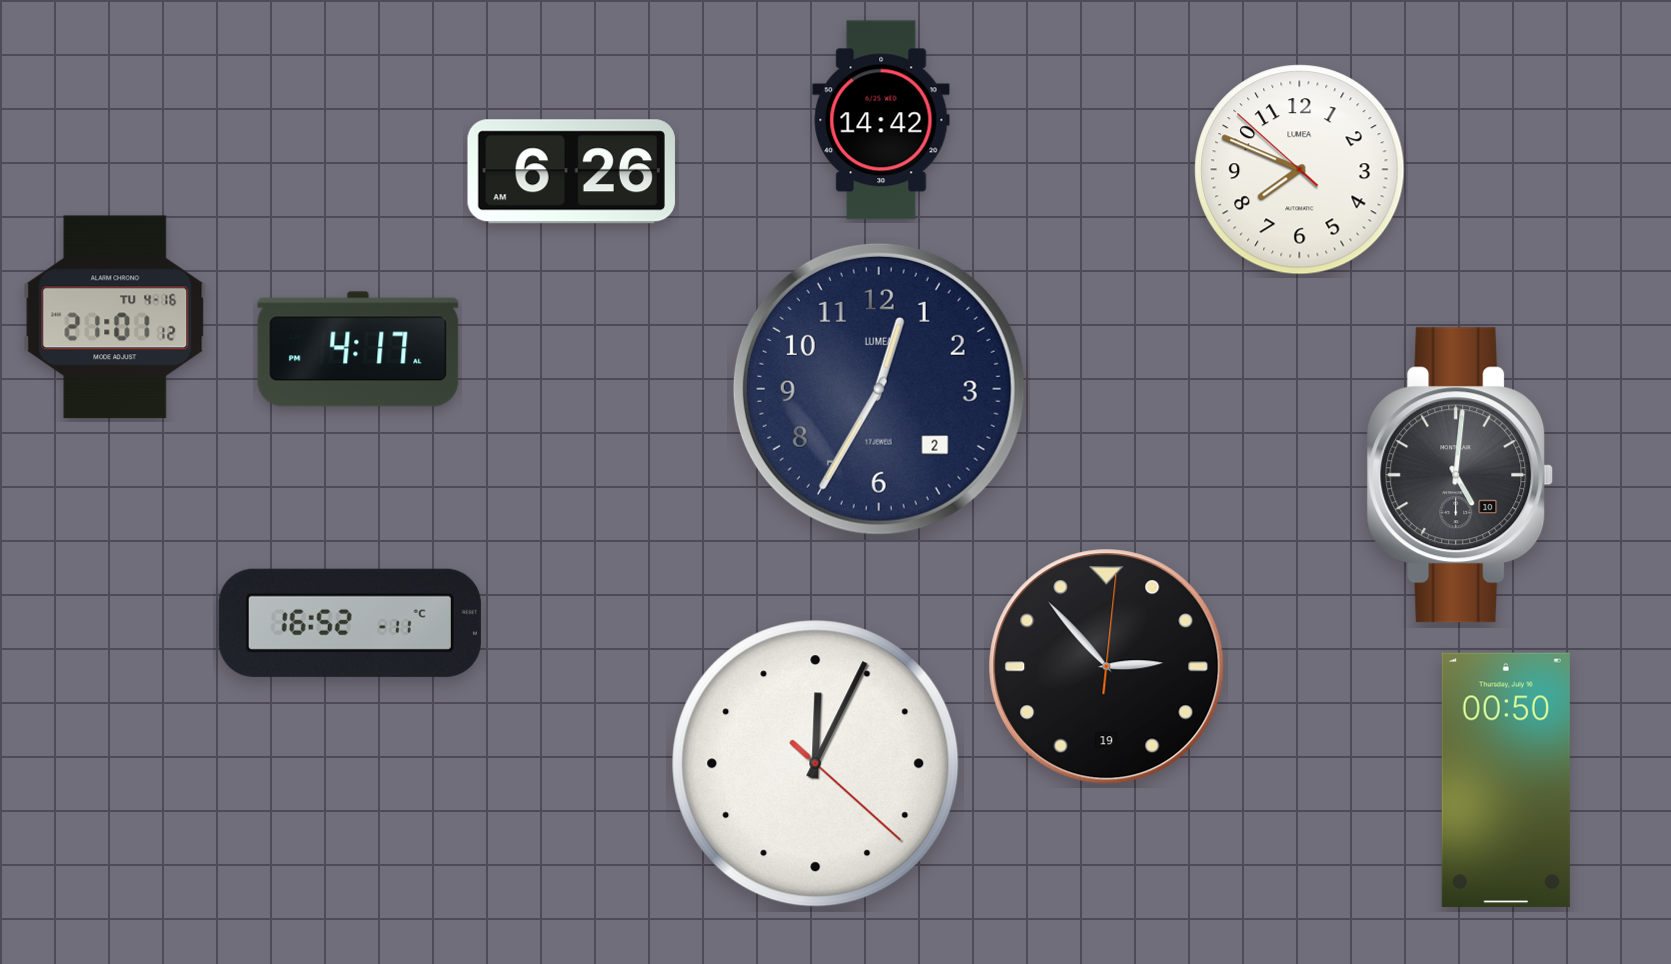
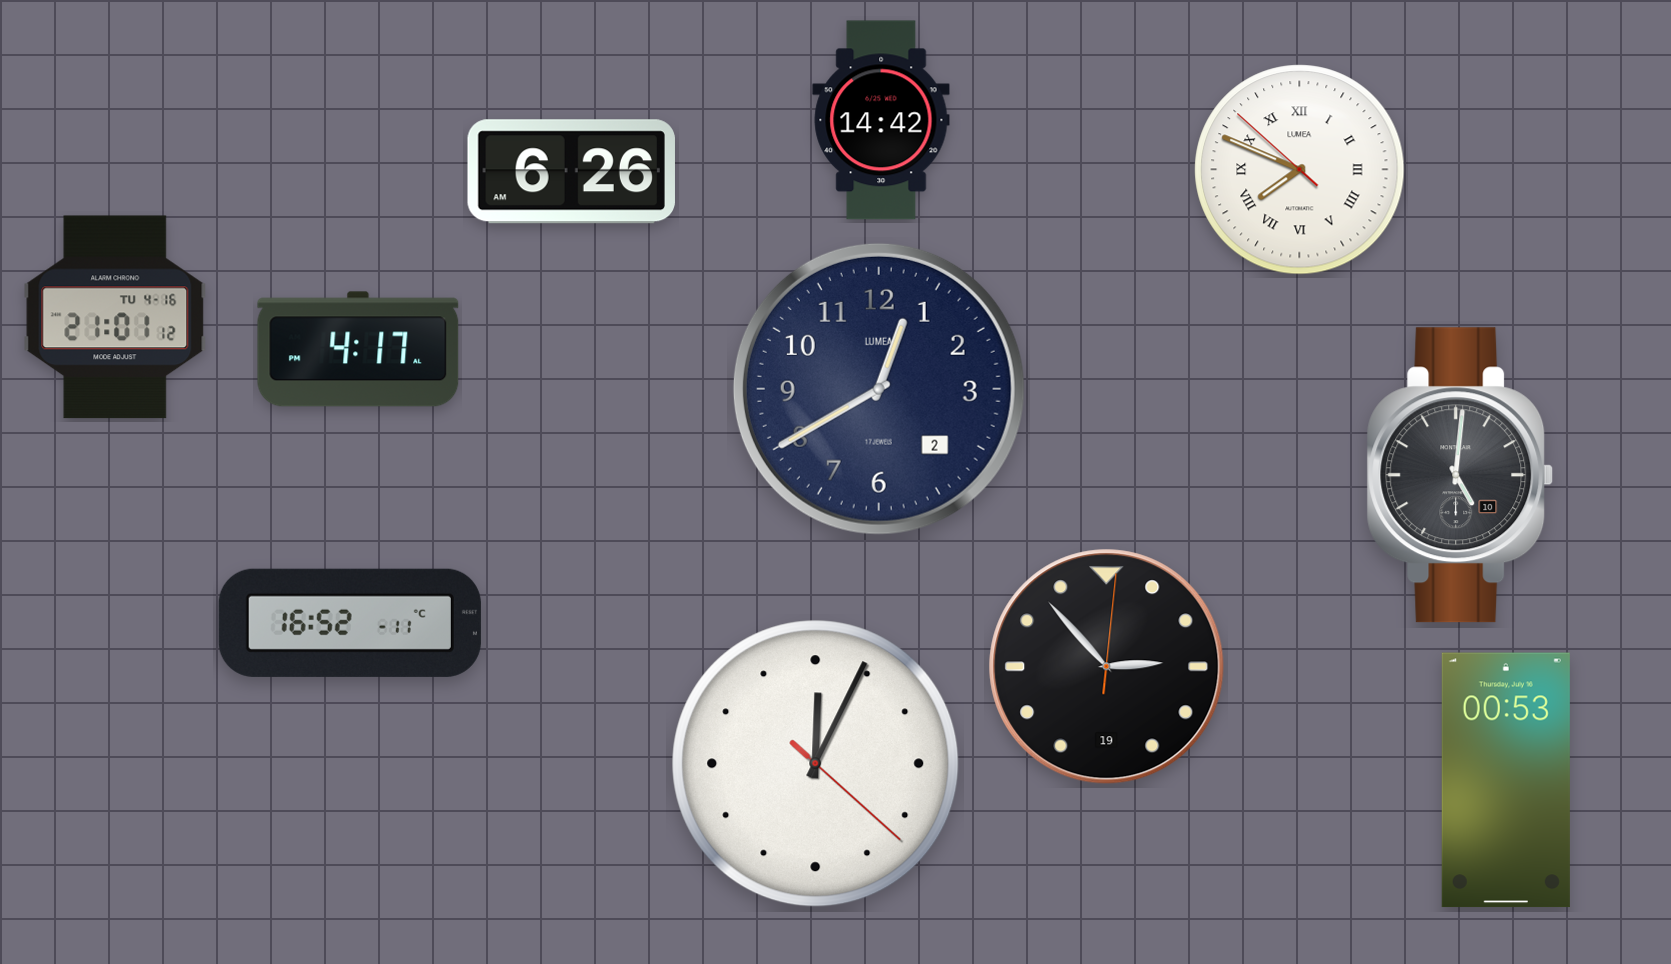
clock at (1300, 170) numerals: Arabic -> Roman
clock at (879, 389): 12:35 -> 12:40
clock at (1506, 780): 00:50 -> 00:53
